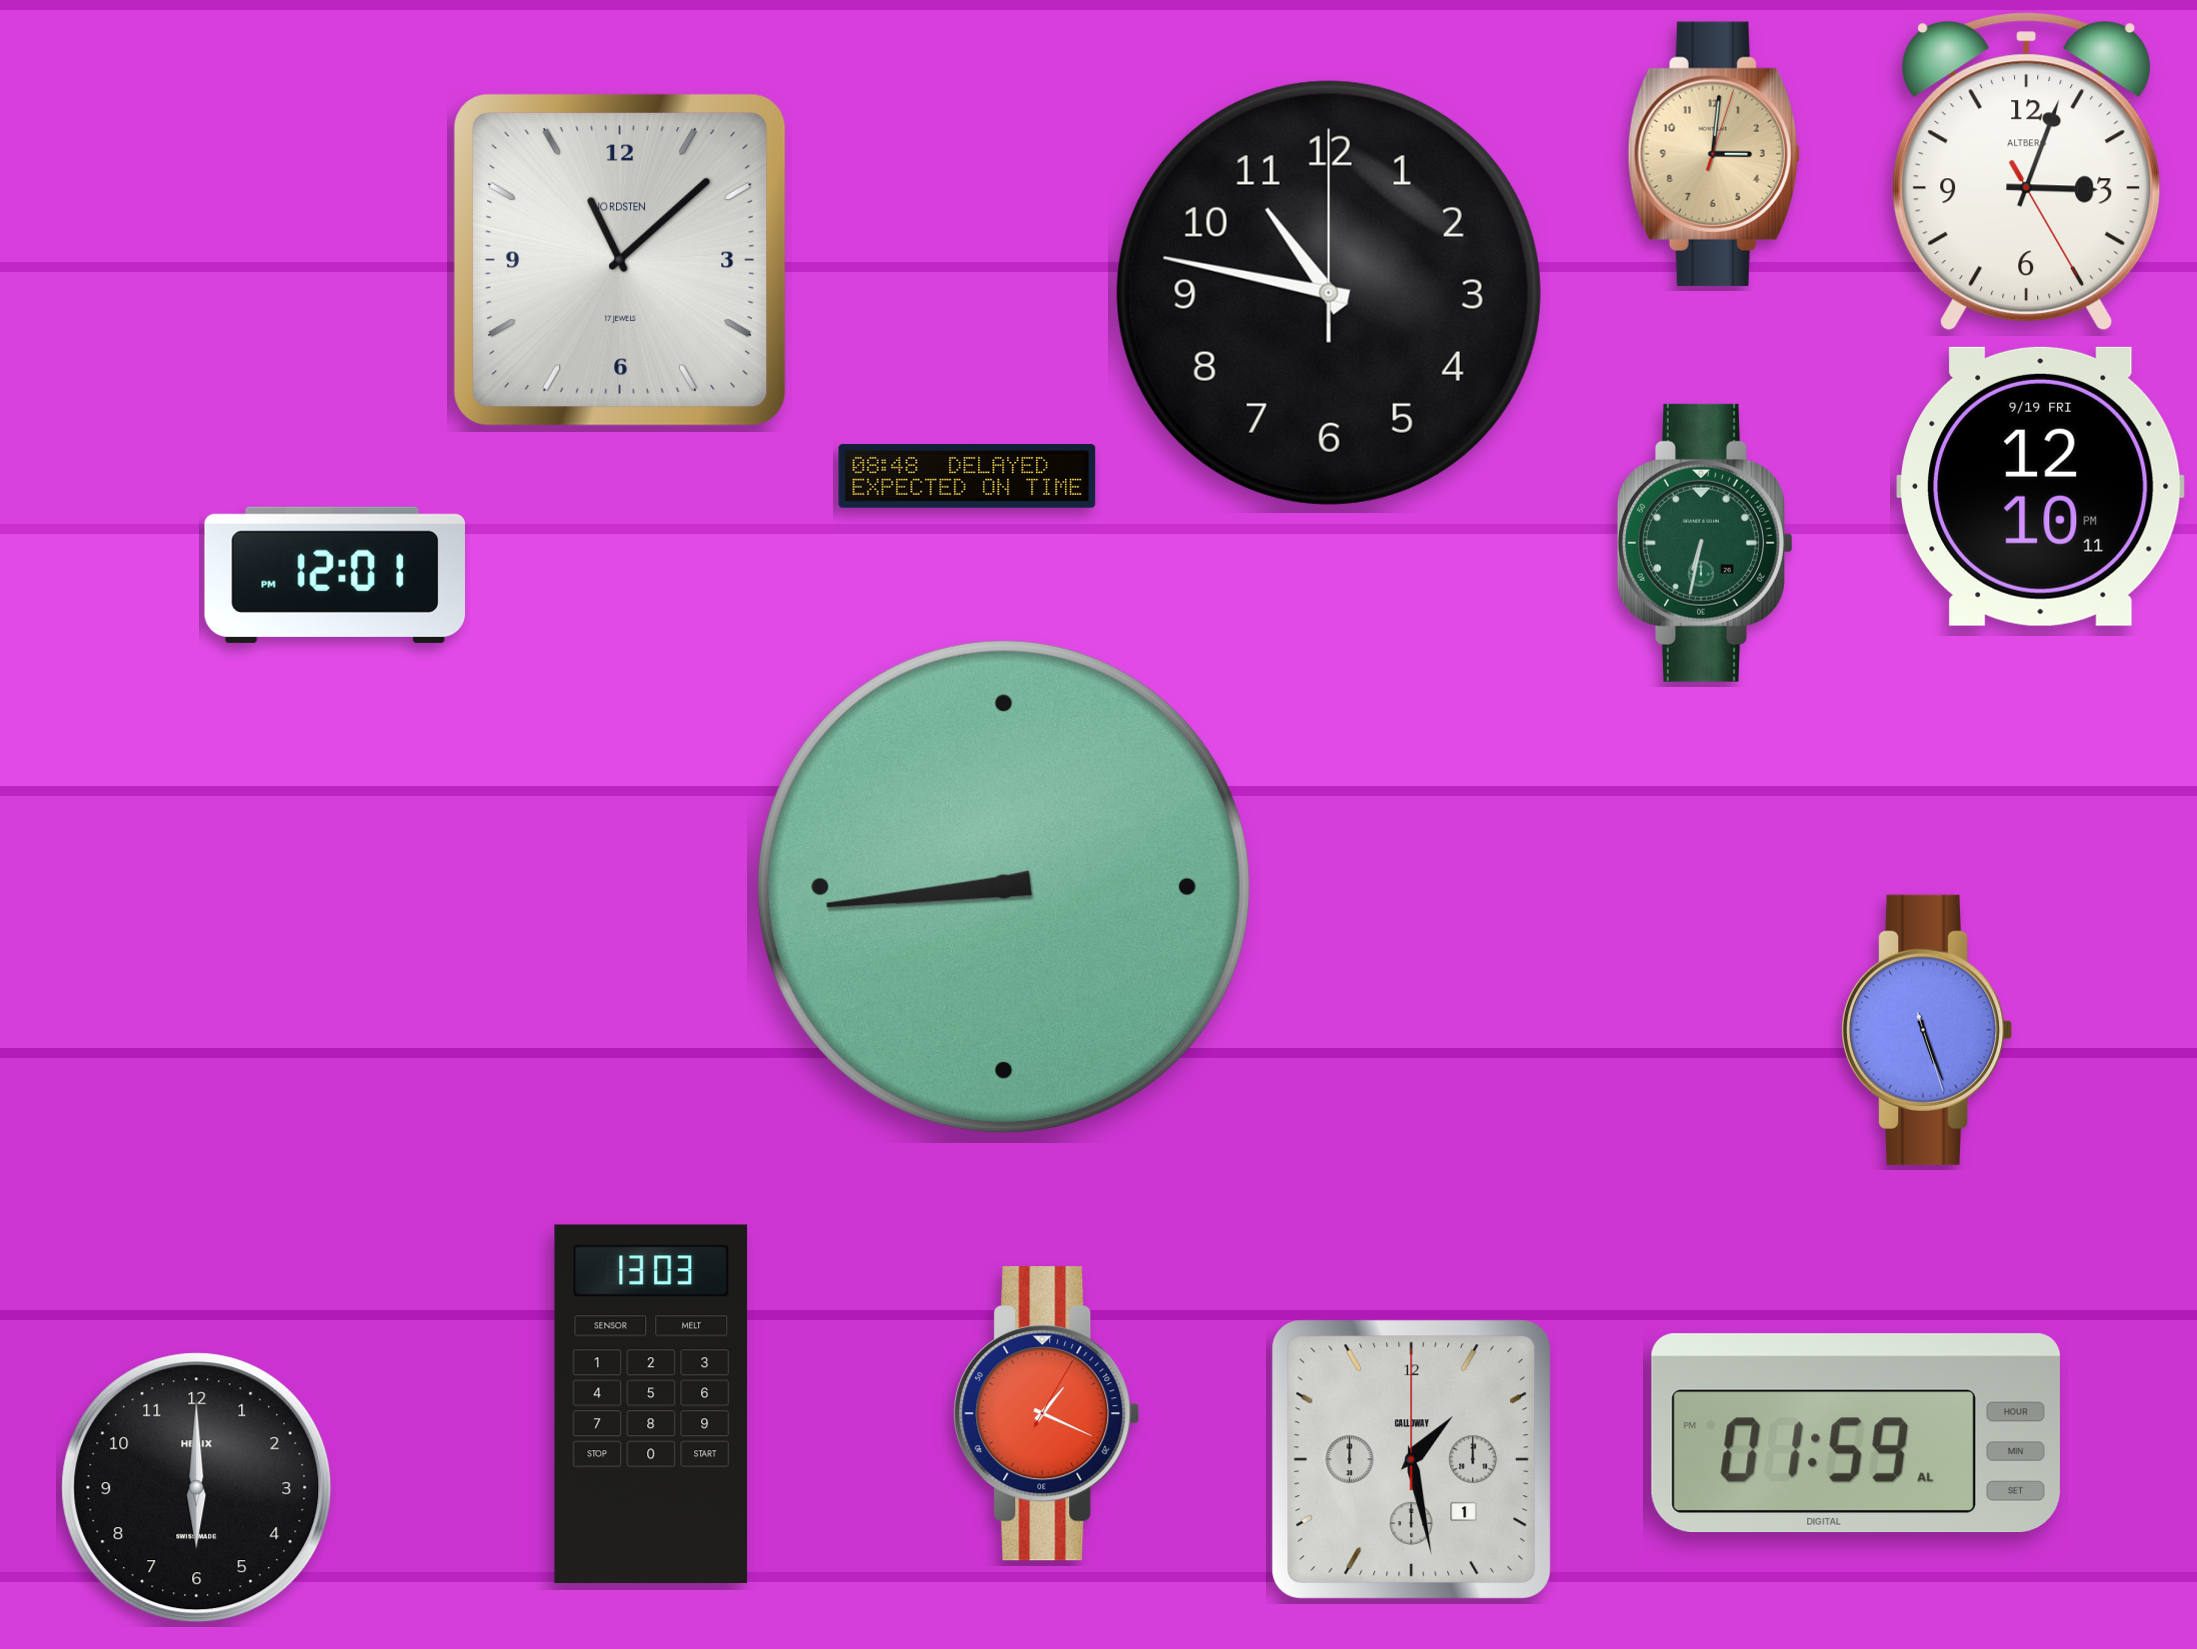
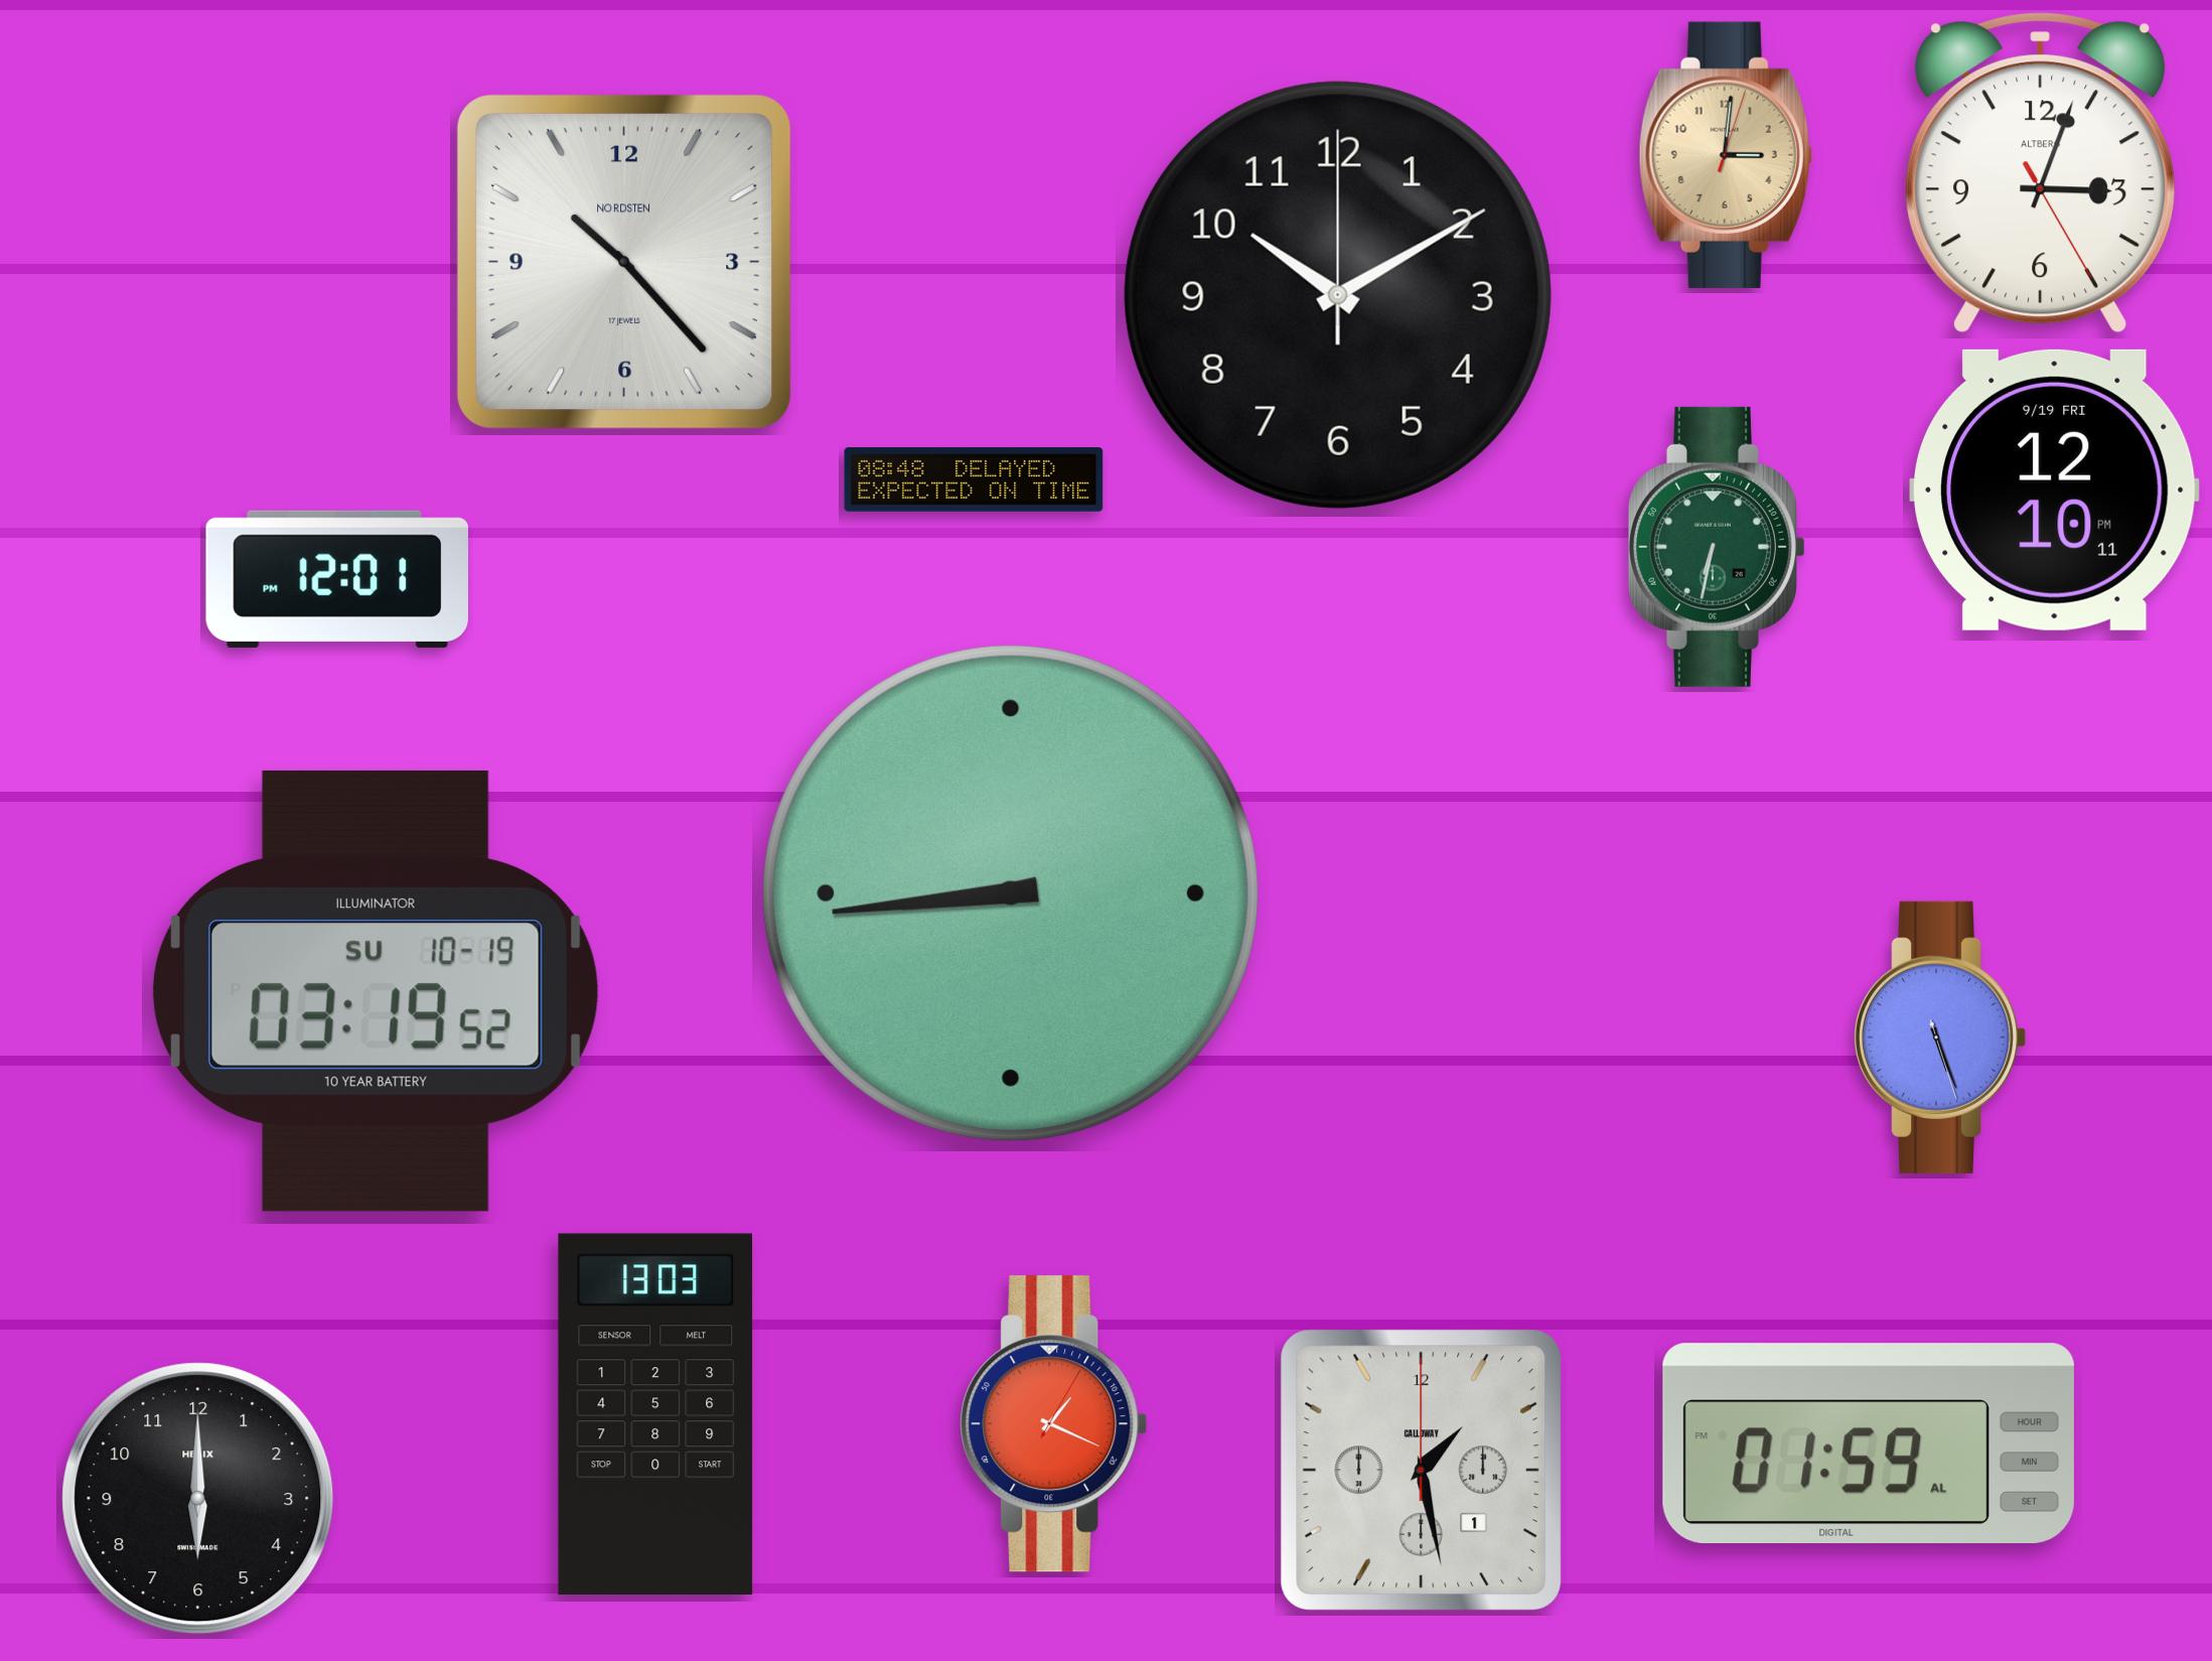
clock at (620, 260): 11:08 -> 10:23
clock at (1329, 293): 10:47 -> 10:10
clock at (376, 991): none -> 03:19
